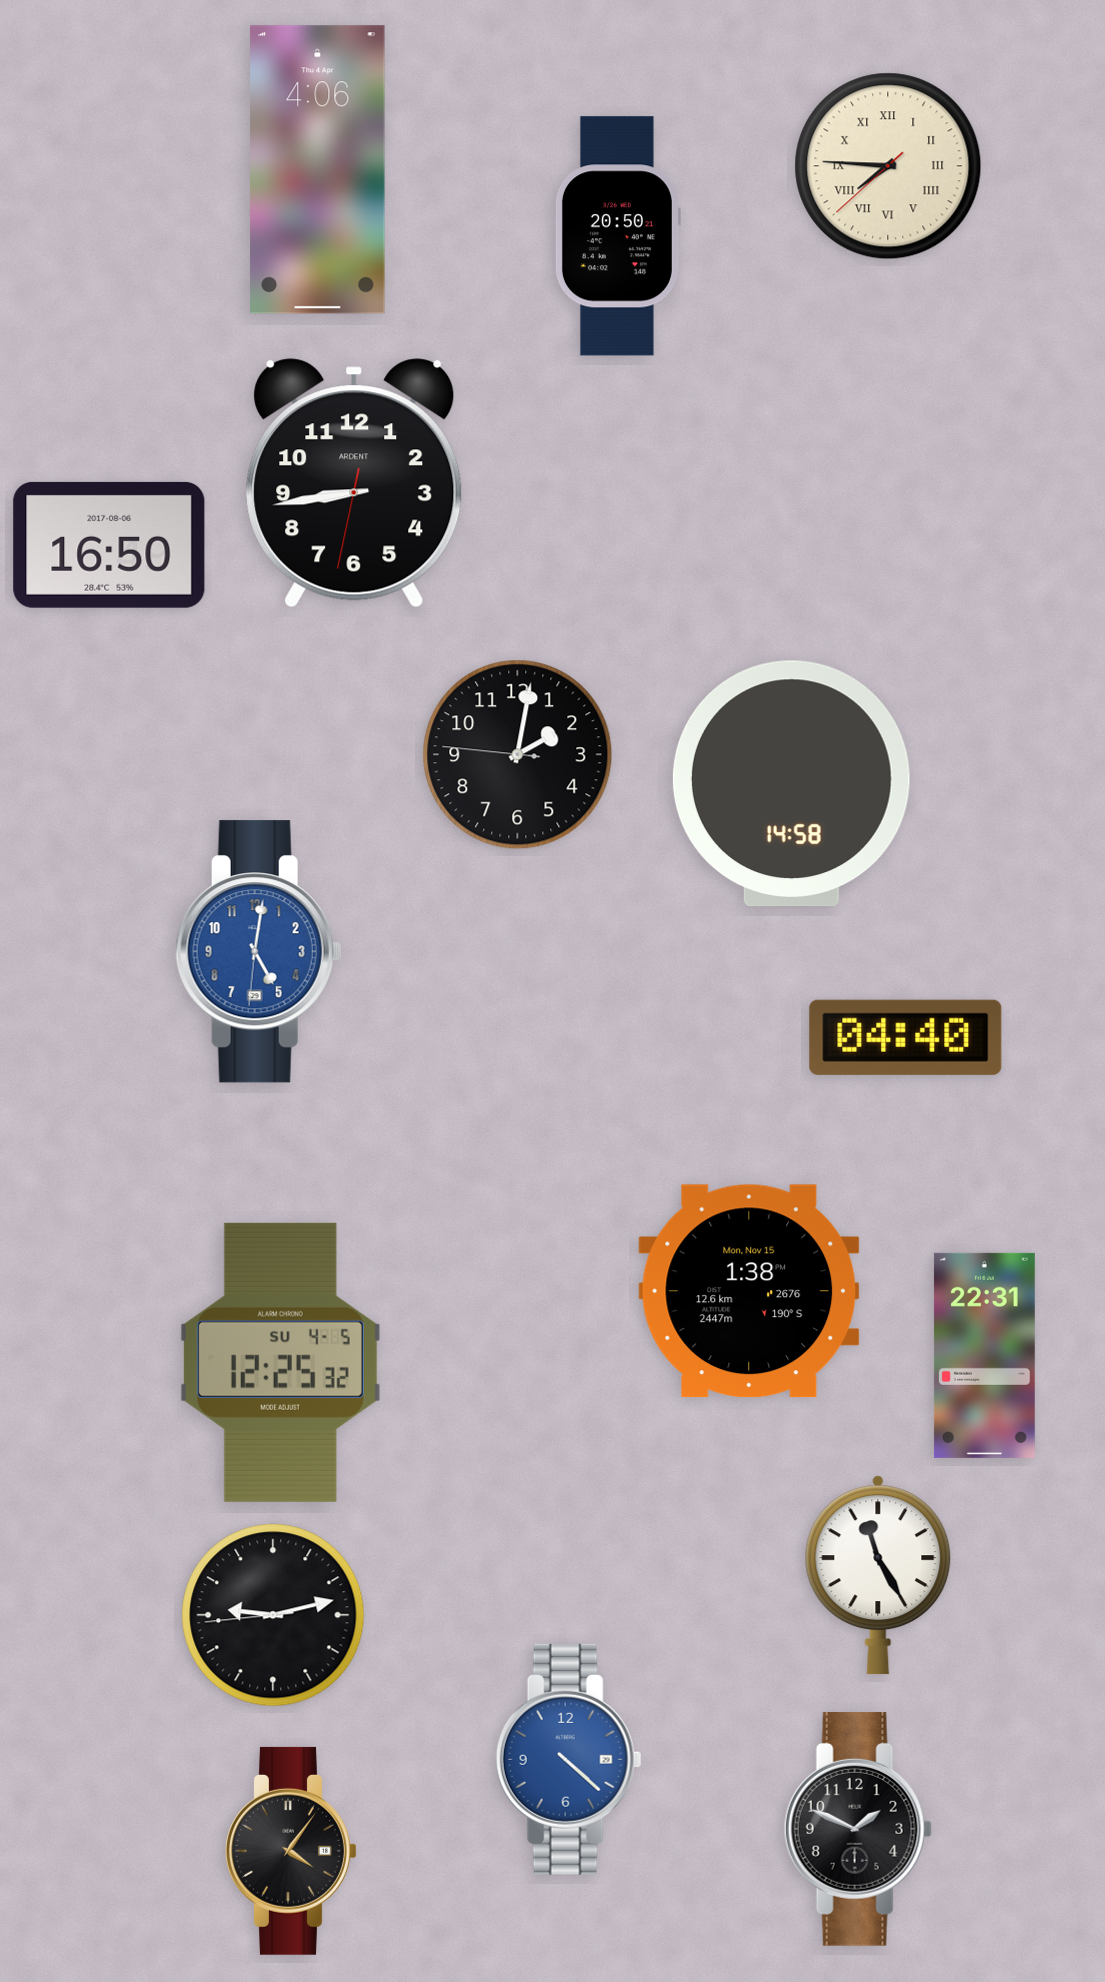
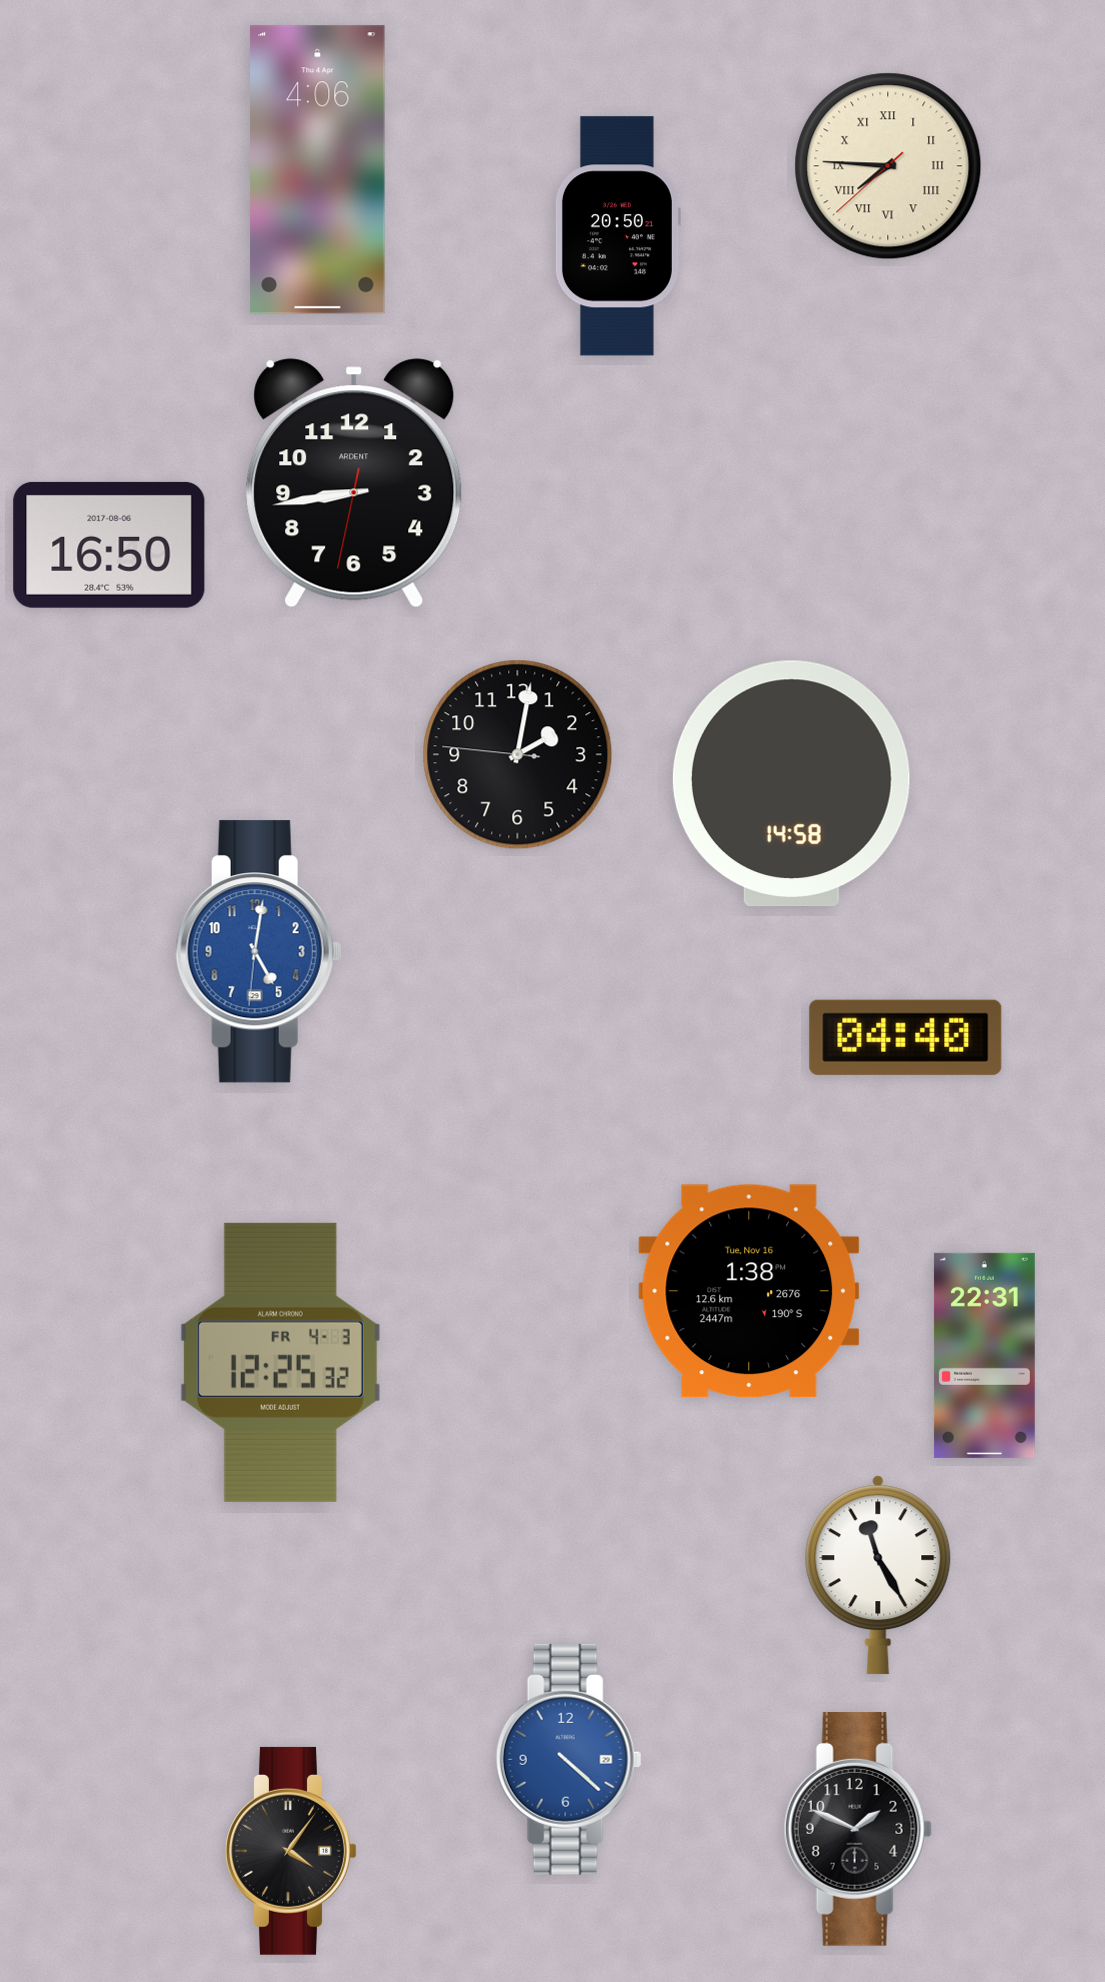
clock at (749, 1291) date: Mon, Nov 15 -> Tue, Nov 16
clock at (280, 1362) date: SU 4-5 -> FR 4-3
clock at (273, 1615): 9:12 -> none
